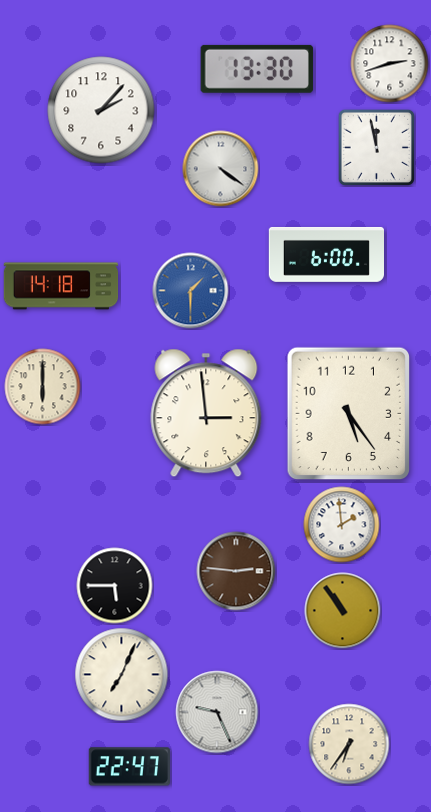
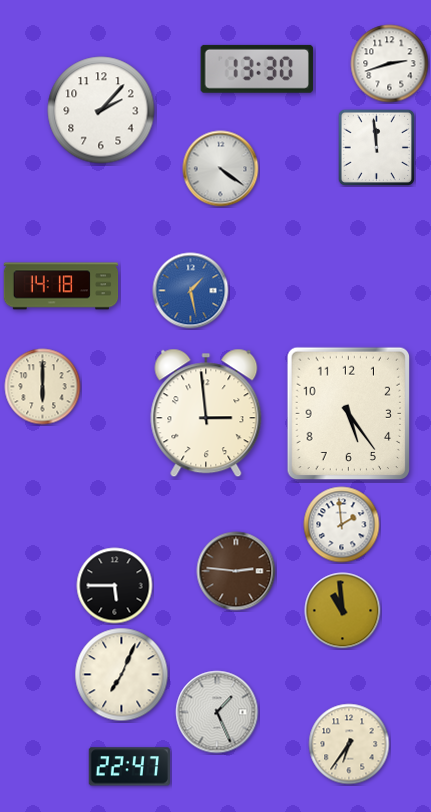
clock at (376, 147): 11:58 -> 11:59
clock at (326, 254): 6:00 -> none
clock at (191, 291): 1:30 -> 1:28
clock at (343, 611): 10:54 -> 10:59
clock at (217, 712): 9:26 -> 1:26
